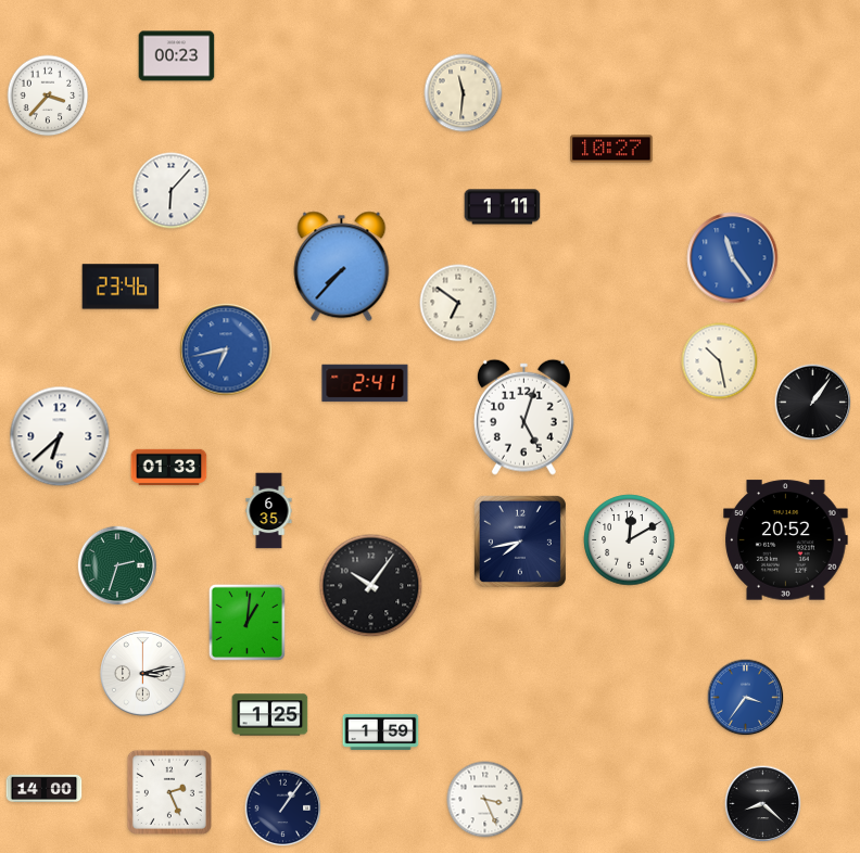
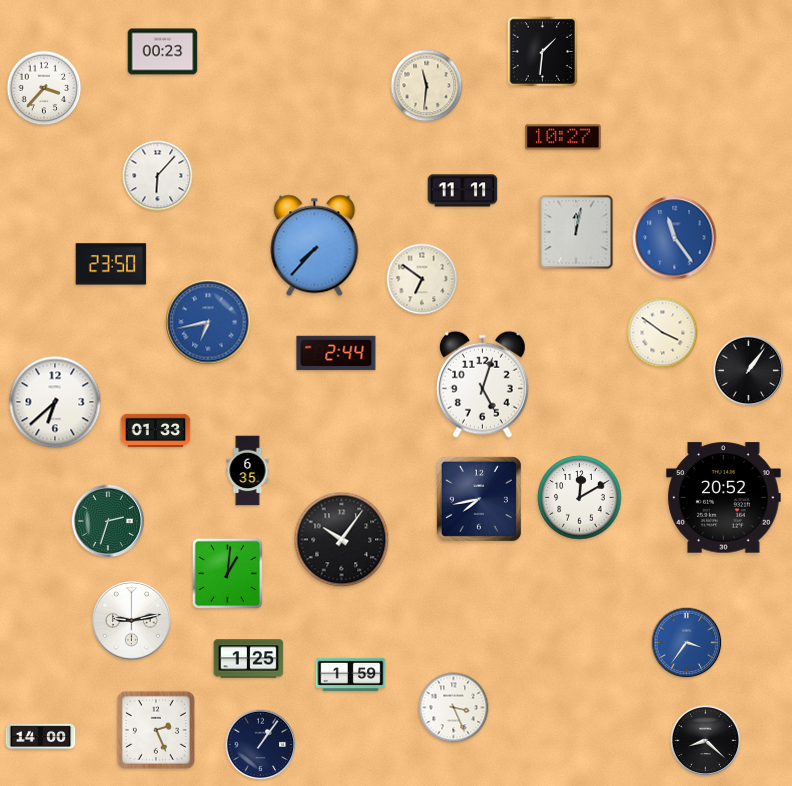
clock at (542, 51): none -> 1:31
clock at (503, 207): 1:11 -> 11:11
clock at (576, 232): none -> 12:02
clock at (121, 287): 23:46 -> 23:50
clock at (720, 361): 10:28 -> 3:51
clock at (365, 383): 2:41 -> 2:44
clock at (143, 674): 3:13 -> 9:13
clock at (45, 789) position: (45, 789) -> (41, 737)
clock at (485, 800) position: (485, 800) -> (454, 708)
clock at (763, 804) position: (763, 804) -> (706, 741)
